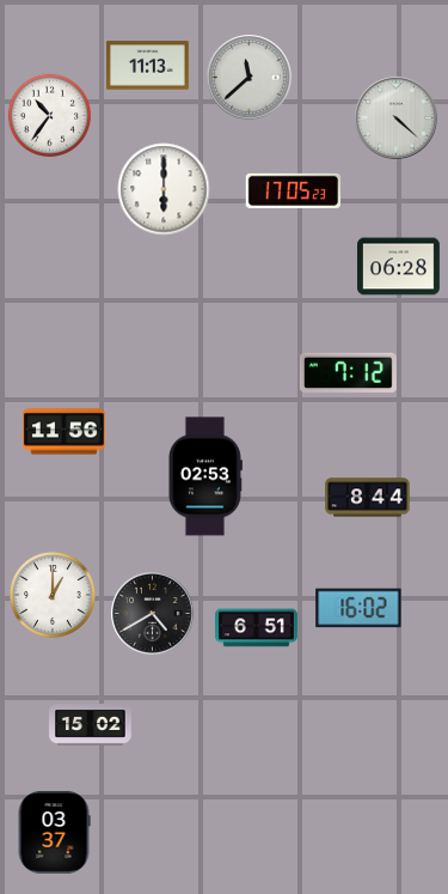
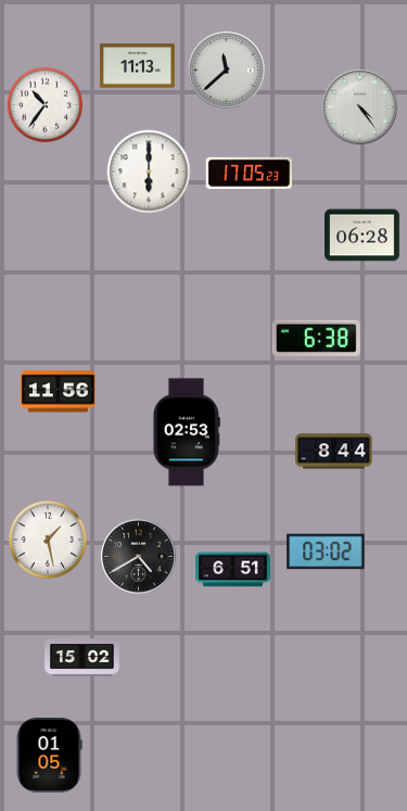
clock at (147, 66) position: (147, 66) -> (137, 66)
clock at (397, 118): 4:22 -> 4:24
clock at (293, 190) position: (293, 190) -> (249, 173)
clock at (399, 267) position: (399, 267) -> (363, 236)
clock at (348, 373): 7:12 -> 6:38
clock at (53, 595): 1:00 -> 1:28
clock at (358, 608): 16:02 -> 03:02
clock at (54, 832): 03:37 -> 01:05
